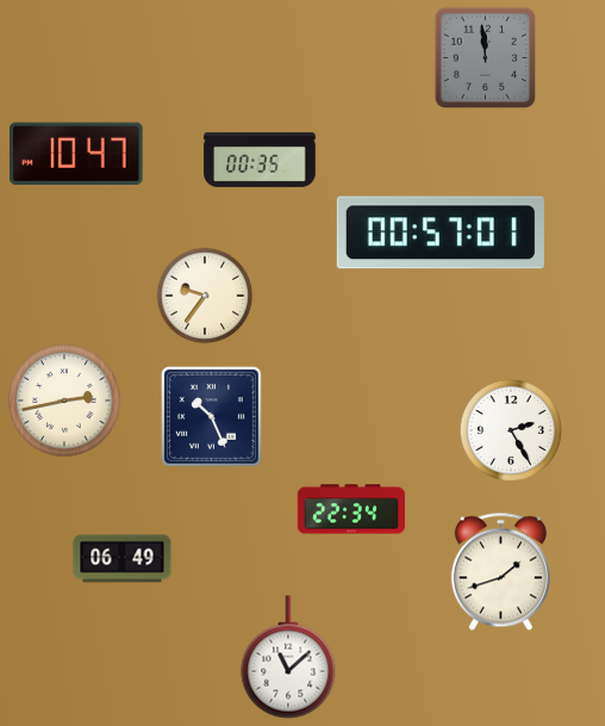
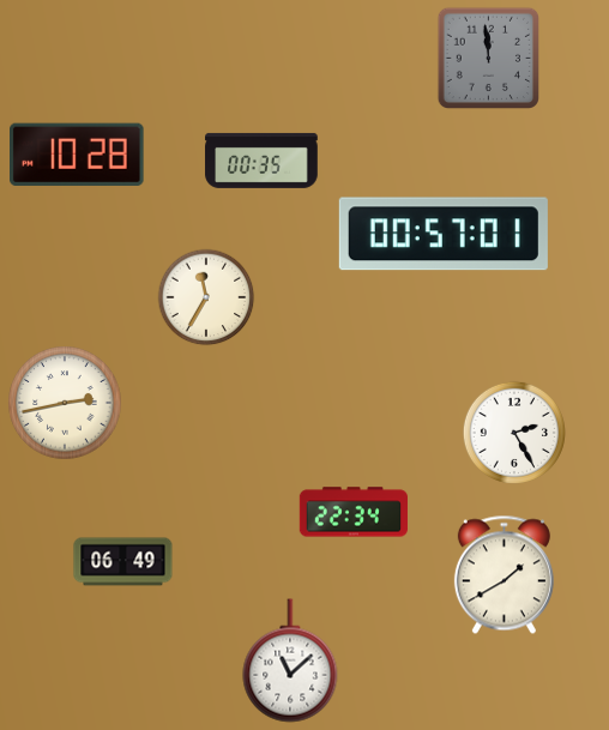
clock at (77, 154): 10:47 -> 10:28
clock at (205, 296): 9:36 -> 11:35
clock at (211, 416): 10:26 -> none
clock at (500, 572): 1:42 -> 1:40
